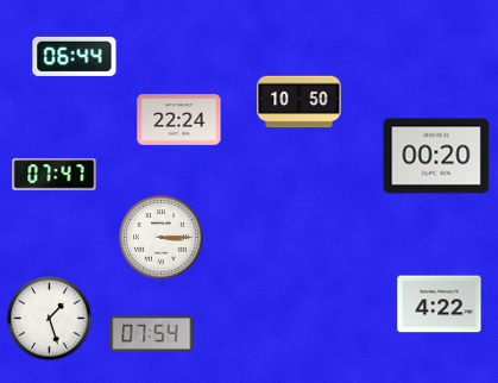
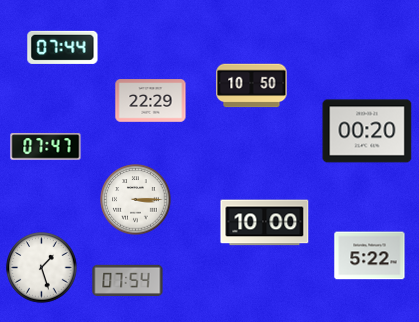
clock at (75, 56): 06:44 -> 07:44
clock at (179, 120): 22:24 -> 22:29
clock at (265, 223): none -> 10:00
clock at (440, 304): 4:22 -> 5:22
